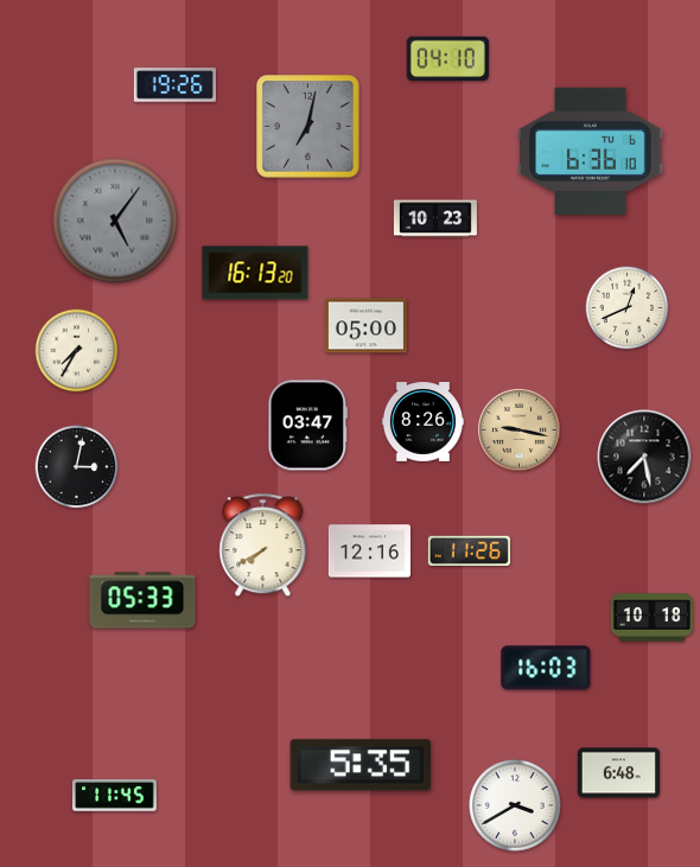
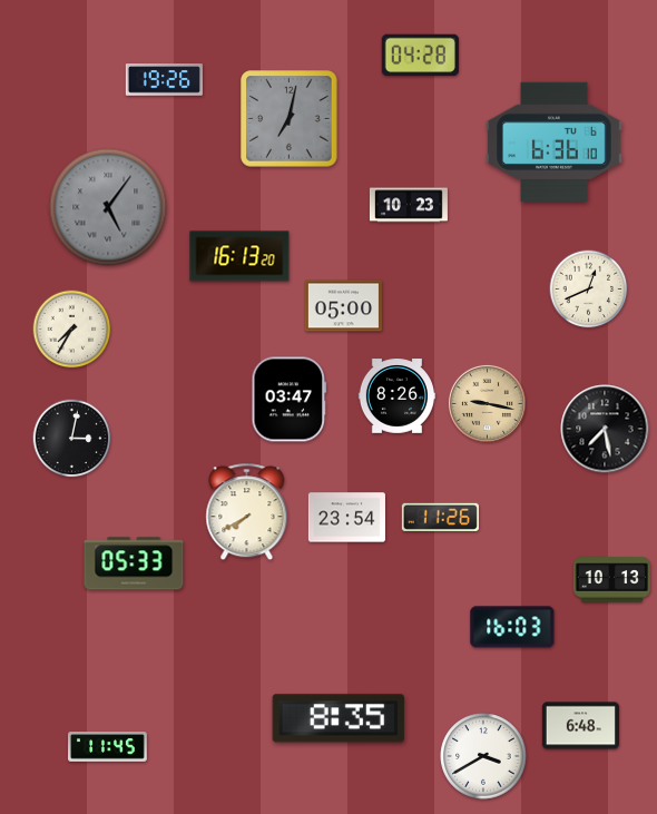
clock at (447, 59): 04:10 -> 04:28
clock at (369, 552): 12:16 -> 23:54
clock at (651, 618): 10:18 -> 10:13
clock at (361, 765): 5:35 -> 8:35
